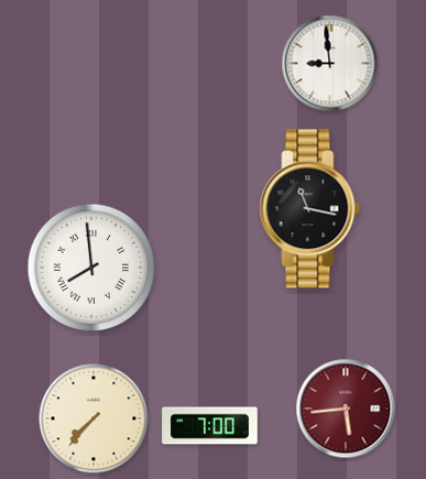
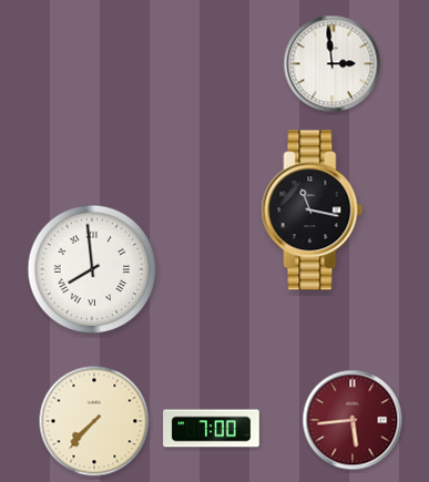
clock at (330, 64): 8:59 -> 2:59
clock at (346, 409) position: (346, 409) -> (353, 420)
